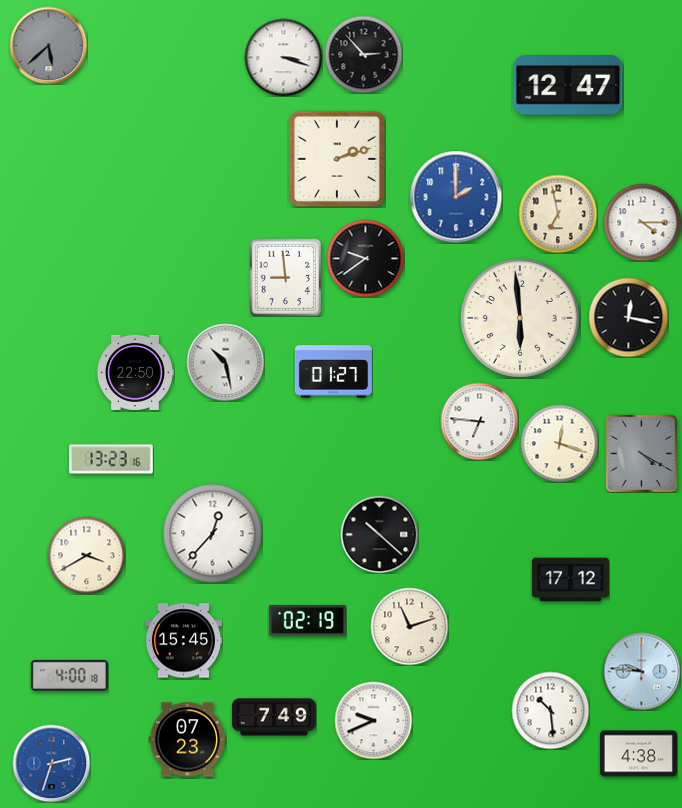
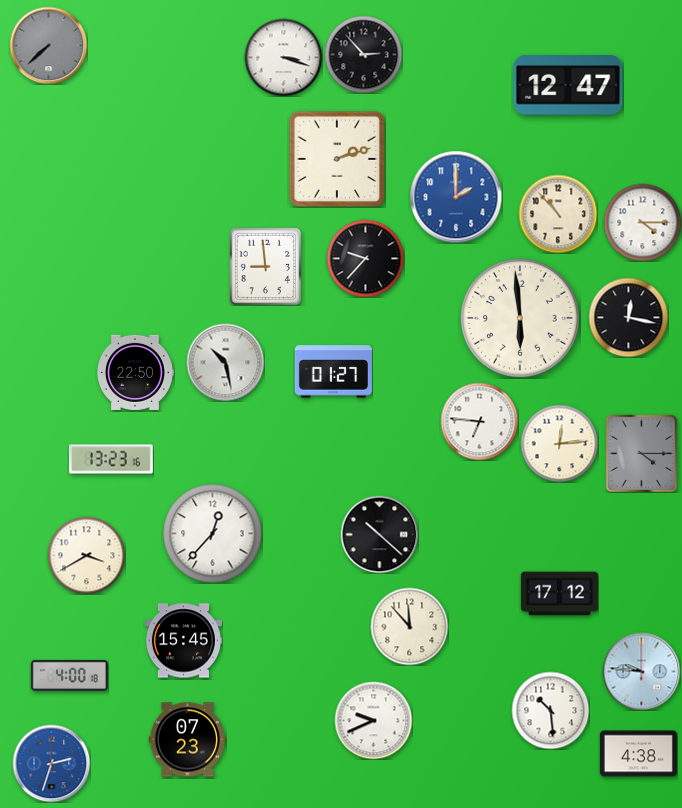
clock at (48, 45): 5:38 -> 7:38
clock at (558, 214): 6:58 -> 10:53
clock at (365, 258): 9:39 -> 9:37
clock at (286, 277) position: (286, 277) -> (266, 266)
clock at (559, 443): 12:18 -> 12:14
clock at (642, 453): 4:20 -> 4:15
clock at (570, 580) position: (570, 580) -> (559, 594)
clock at (307, 620): 02:19 -> none
clock at (409, 626): 11:12 -> 11:53
clock at (274, 717): 7:49 -> none
